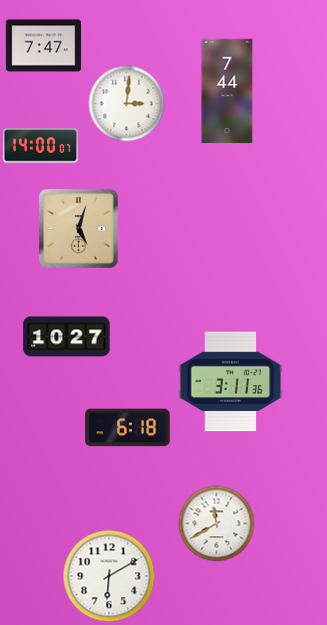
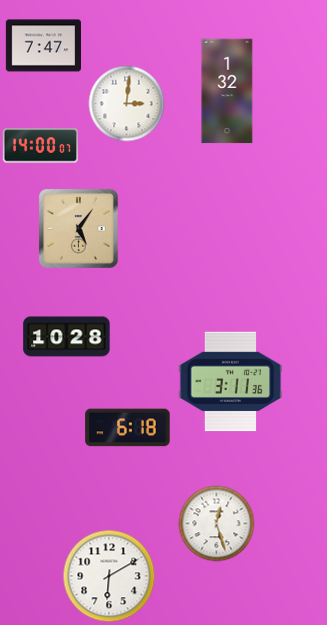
clock at (227, 91): 7:44 -> 1:32
clock at (78, 228): 5:03 -> 5:06
clock at (67, 337): 10:27 -> 10:28
clock at (217, 524): 11:40 -> 12:27
